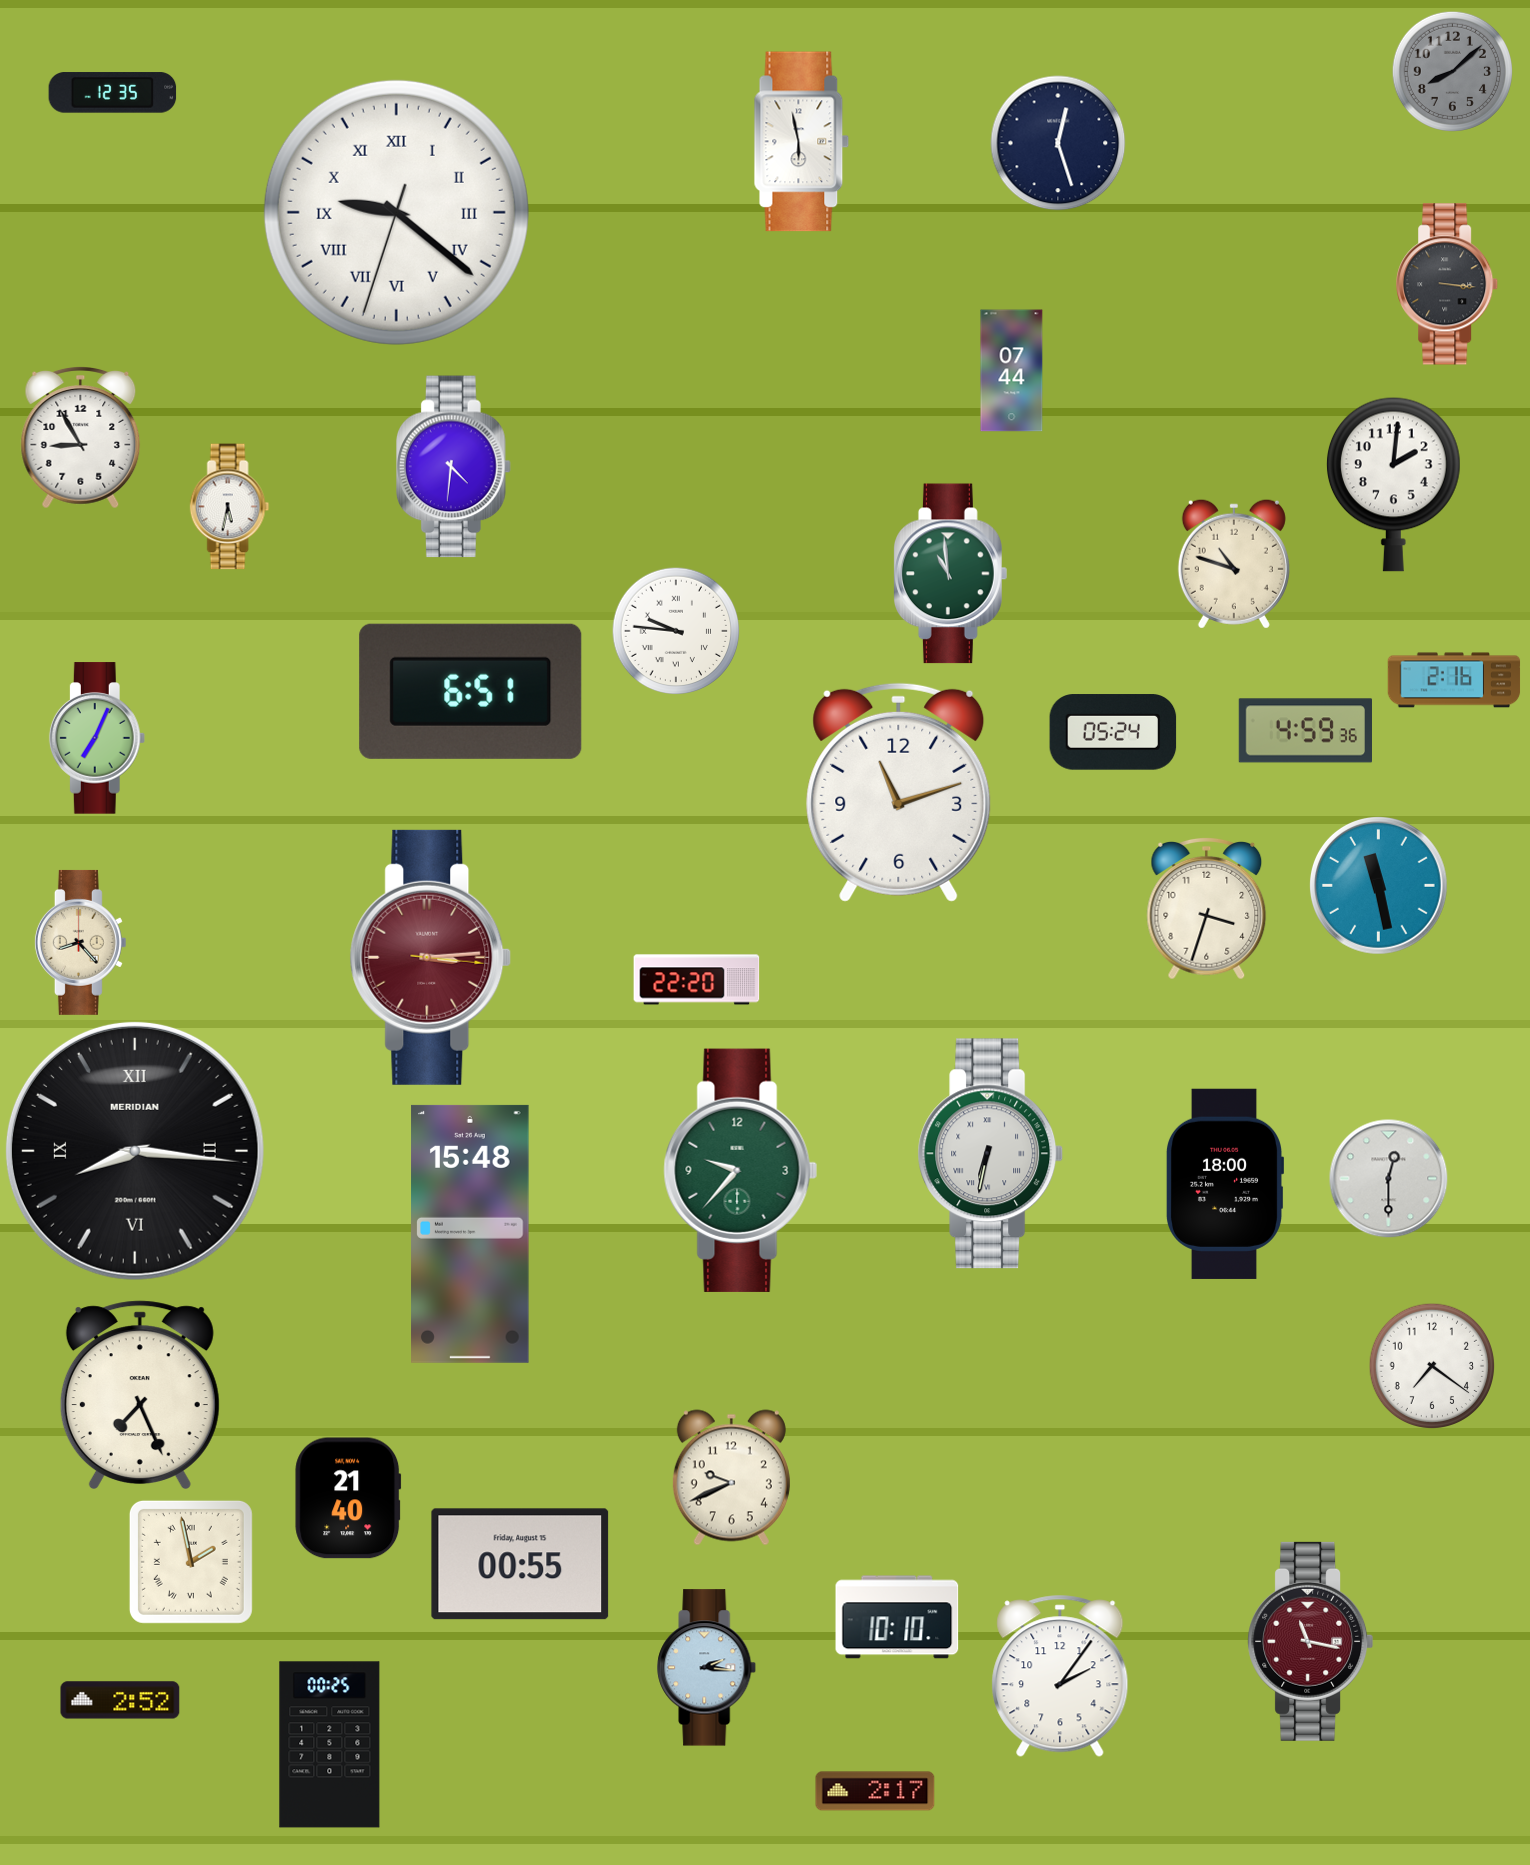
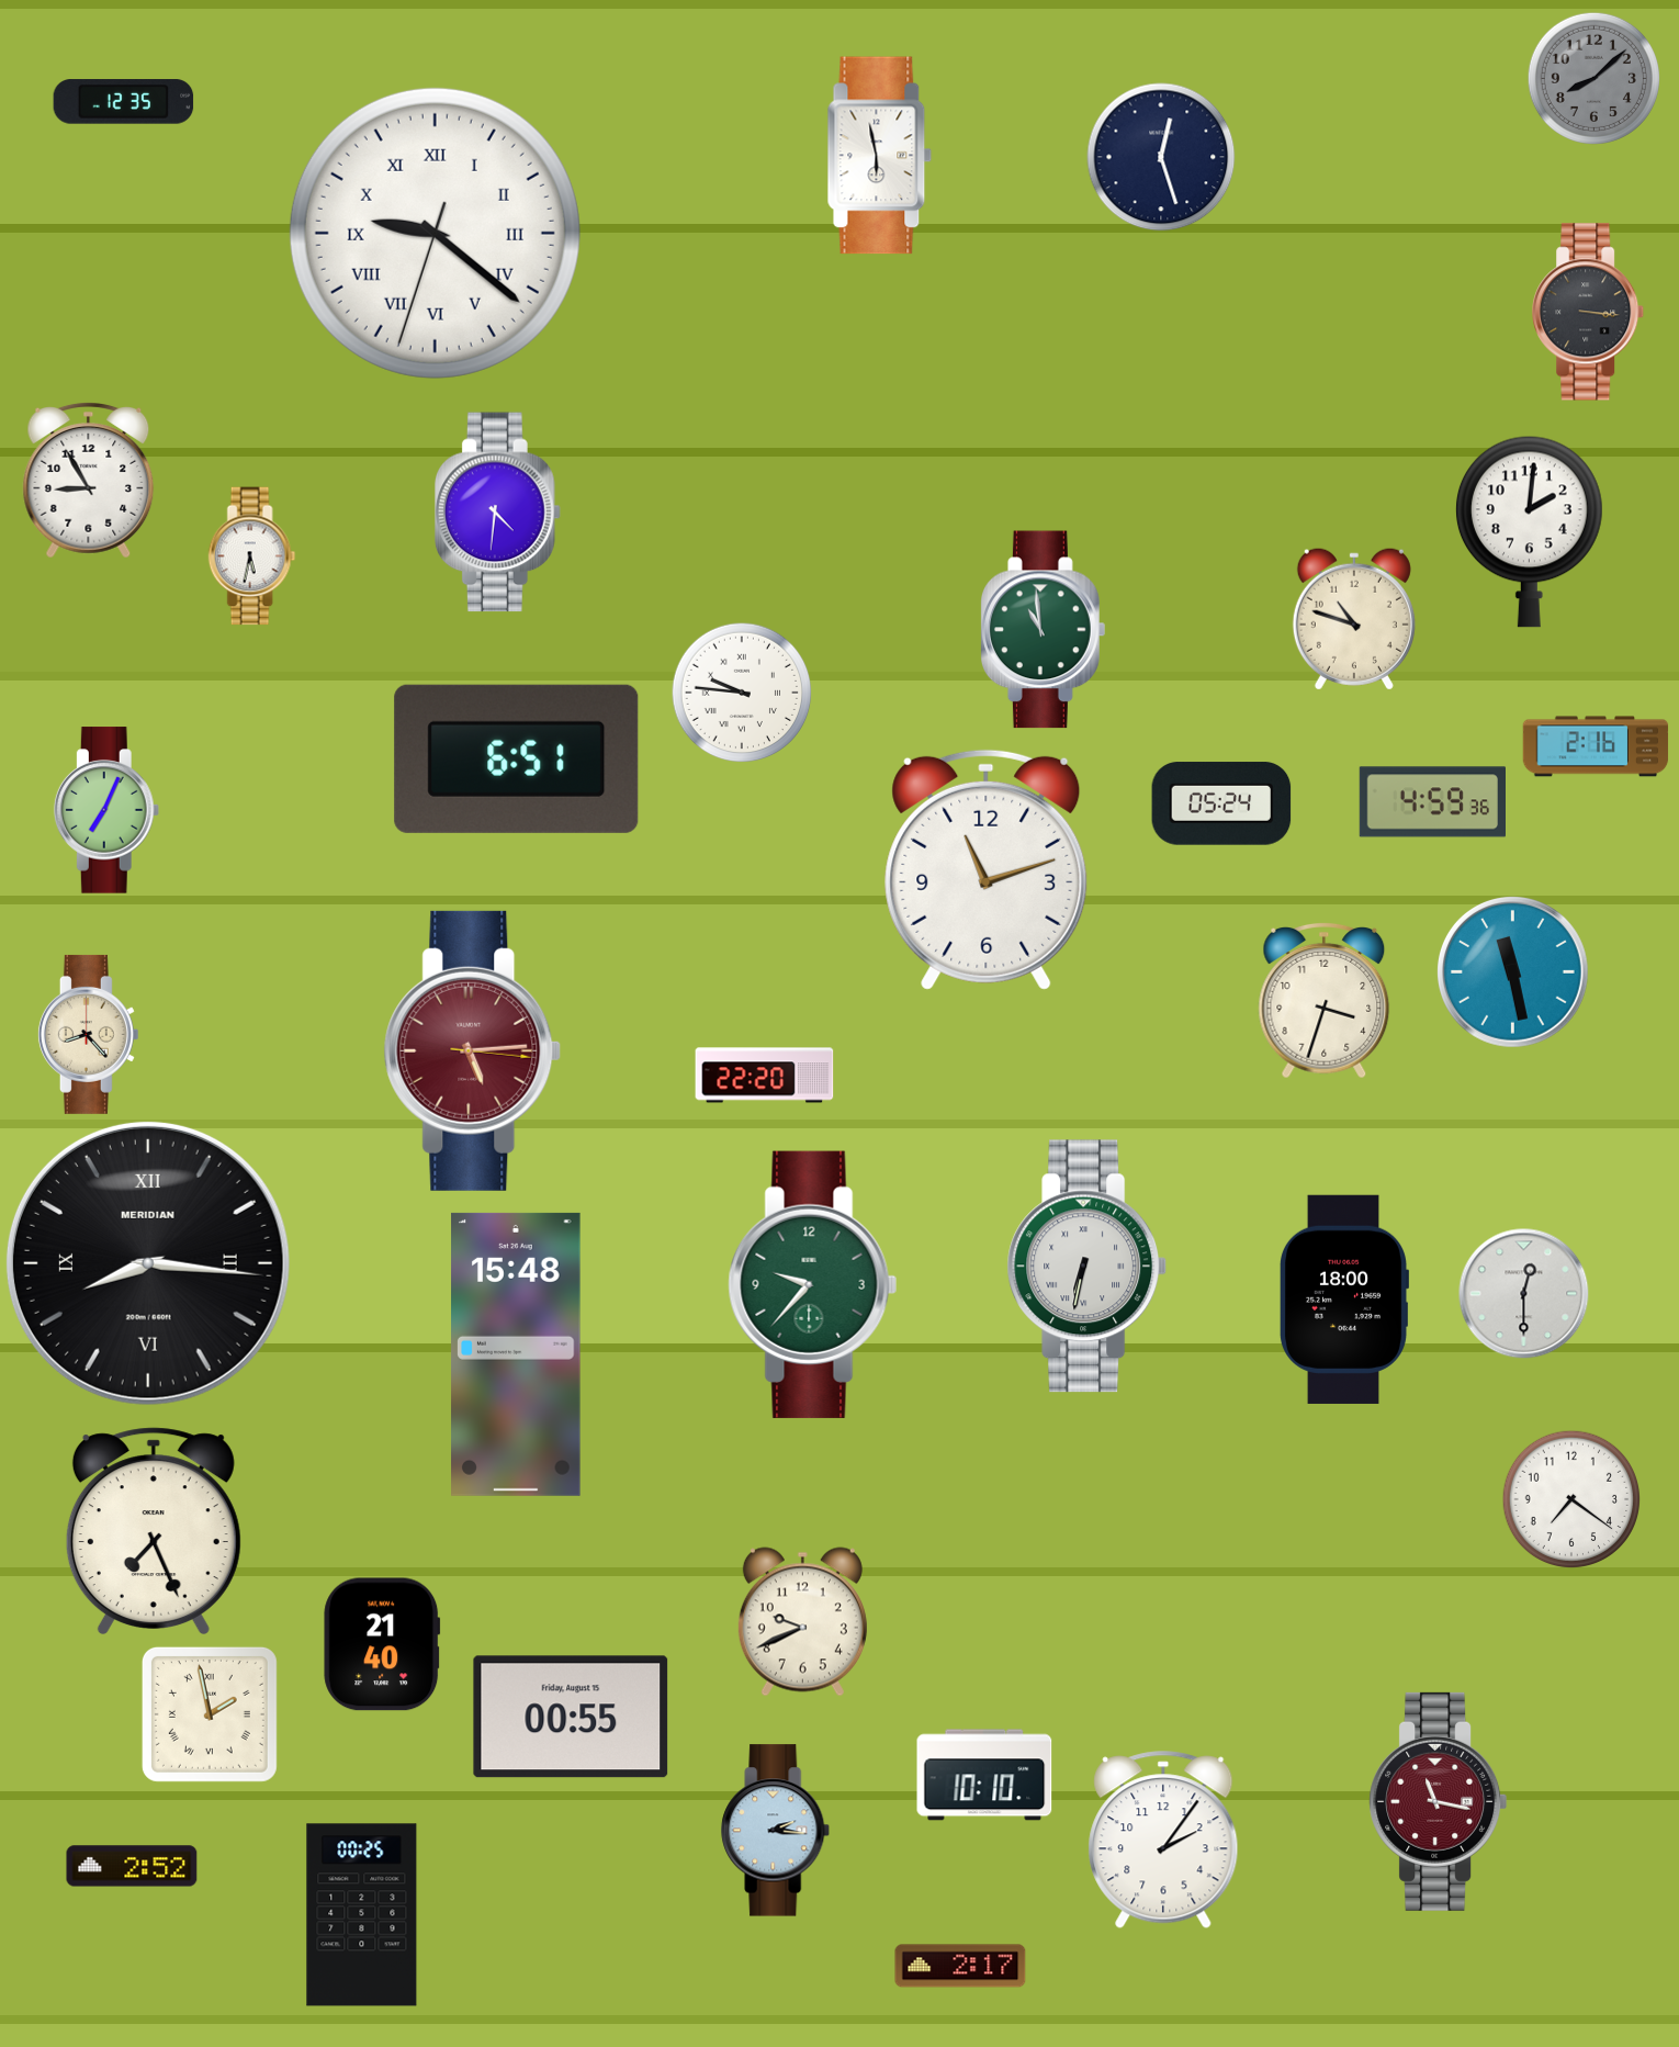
clock at (1012, 371): 07:44 -> none
clock at (1207, 909) position: (1207, 909) -> (1325, 1001)
clock at (431, 957): 3:14 -> 5:14
